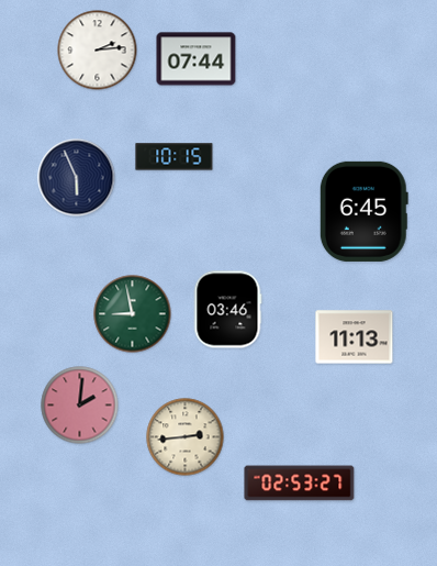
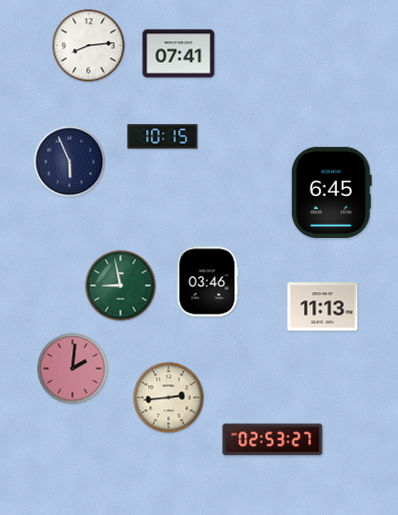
clock at (98, 51): 2:14 -> 8:14
clock at (197, 59): 07:44 -> 07:41
clock at (175, 157) position: (175, 157) -> (163, 137)
